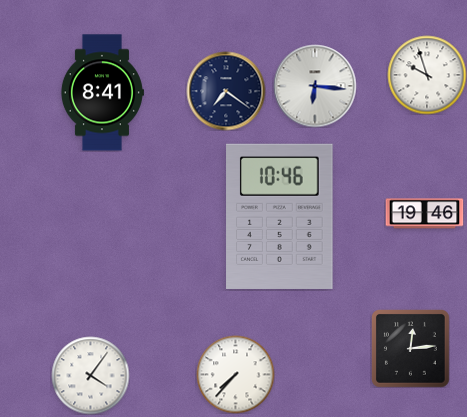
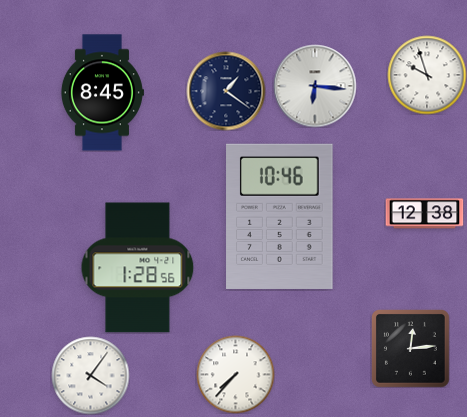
clock at (226, 91): 7:21 -> 1:21
clock at (102, 93): 8:41 -> 8:45
clock at (424, 214): 19:46 -> 12:38
clock at (138, 268): none -> 1:28
